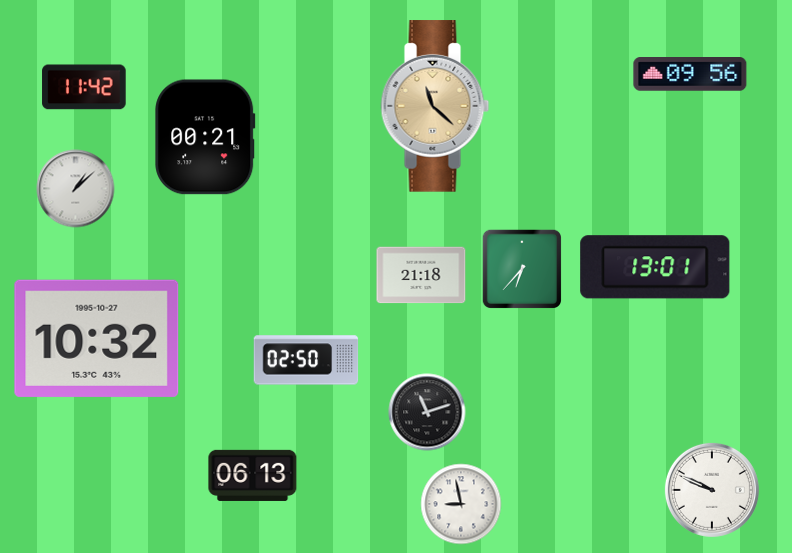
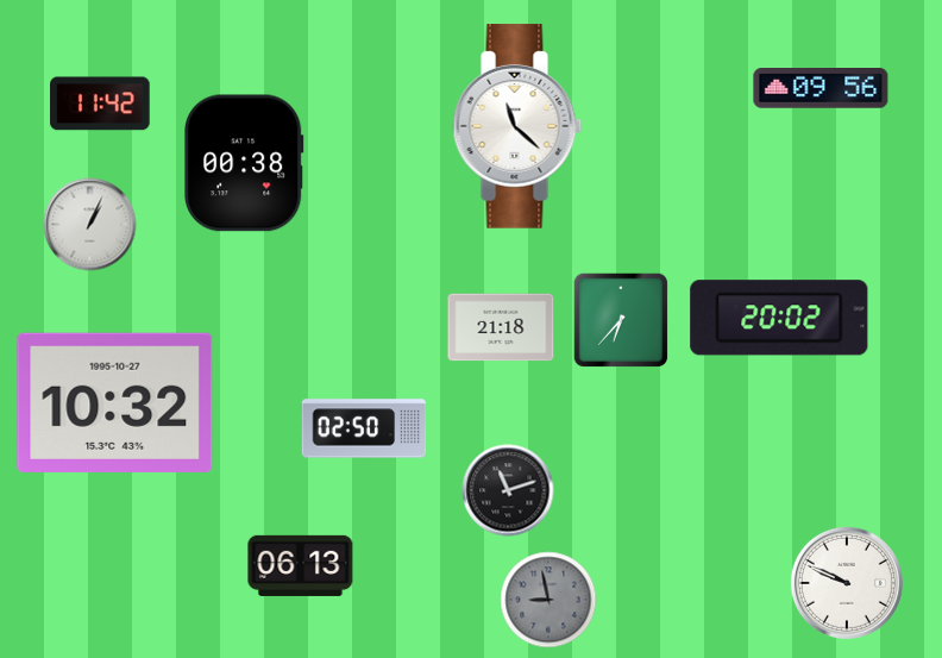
clock at (435, 106) dial: champagne -> white
clock at (205, 137): 00:21 -> 00:38
clock at (76, 189): 1:08 -> 1:04
clock at (655, 267): 13:01 -> 20:02
clock at (461, 504) dial: white -> grey
